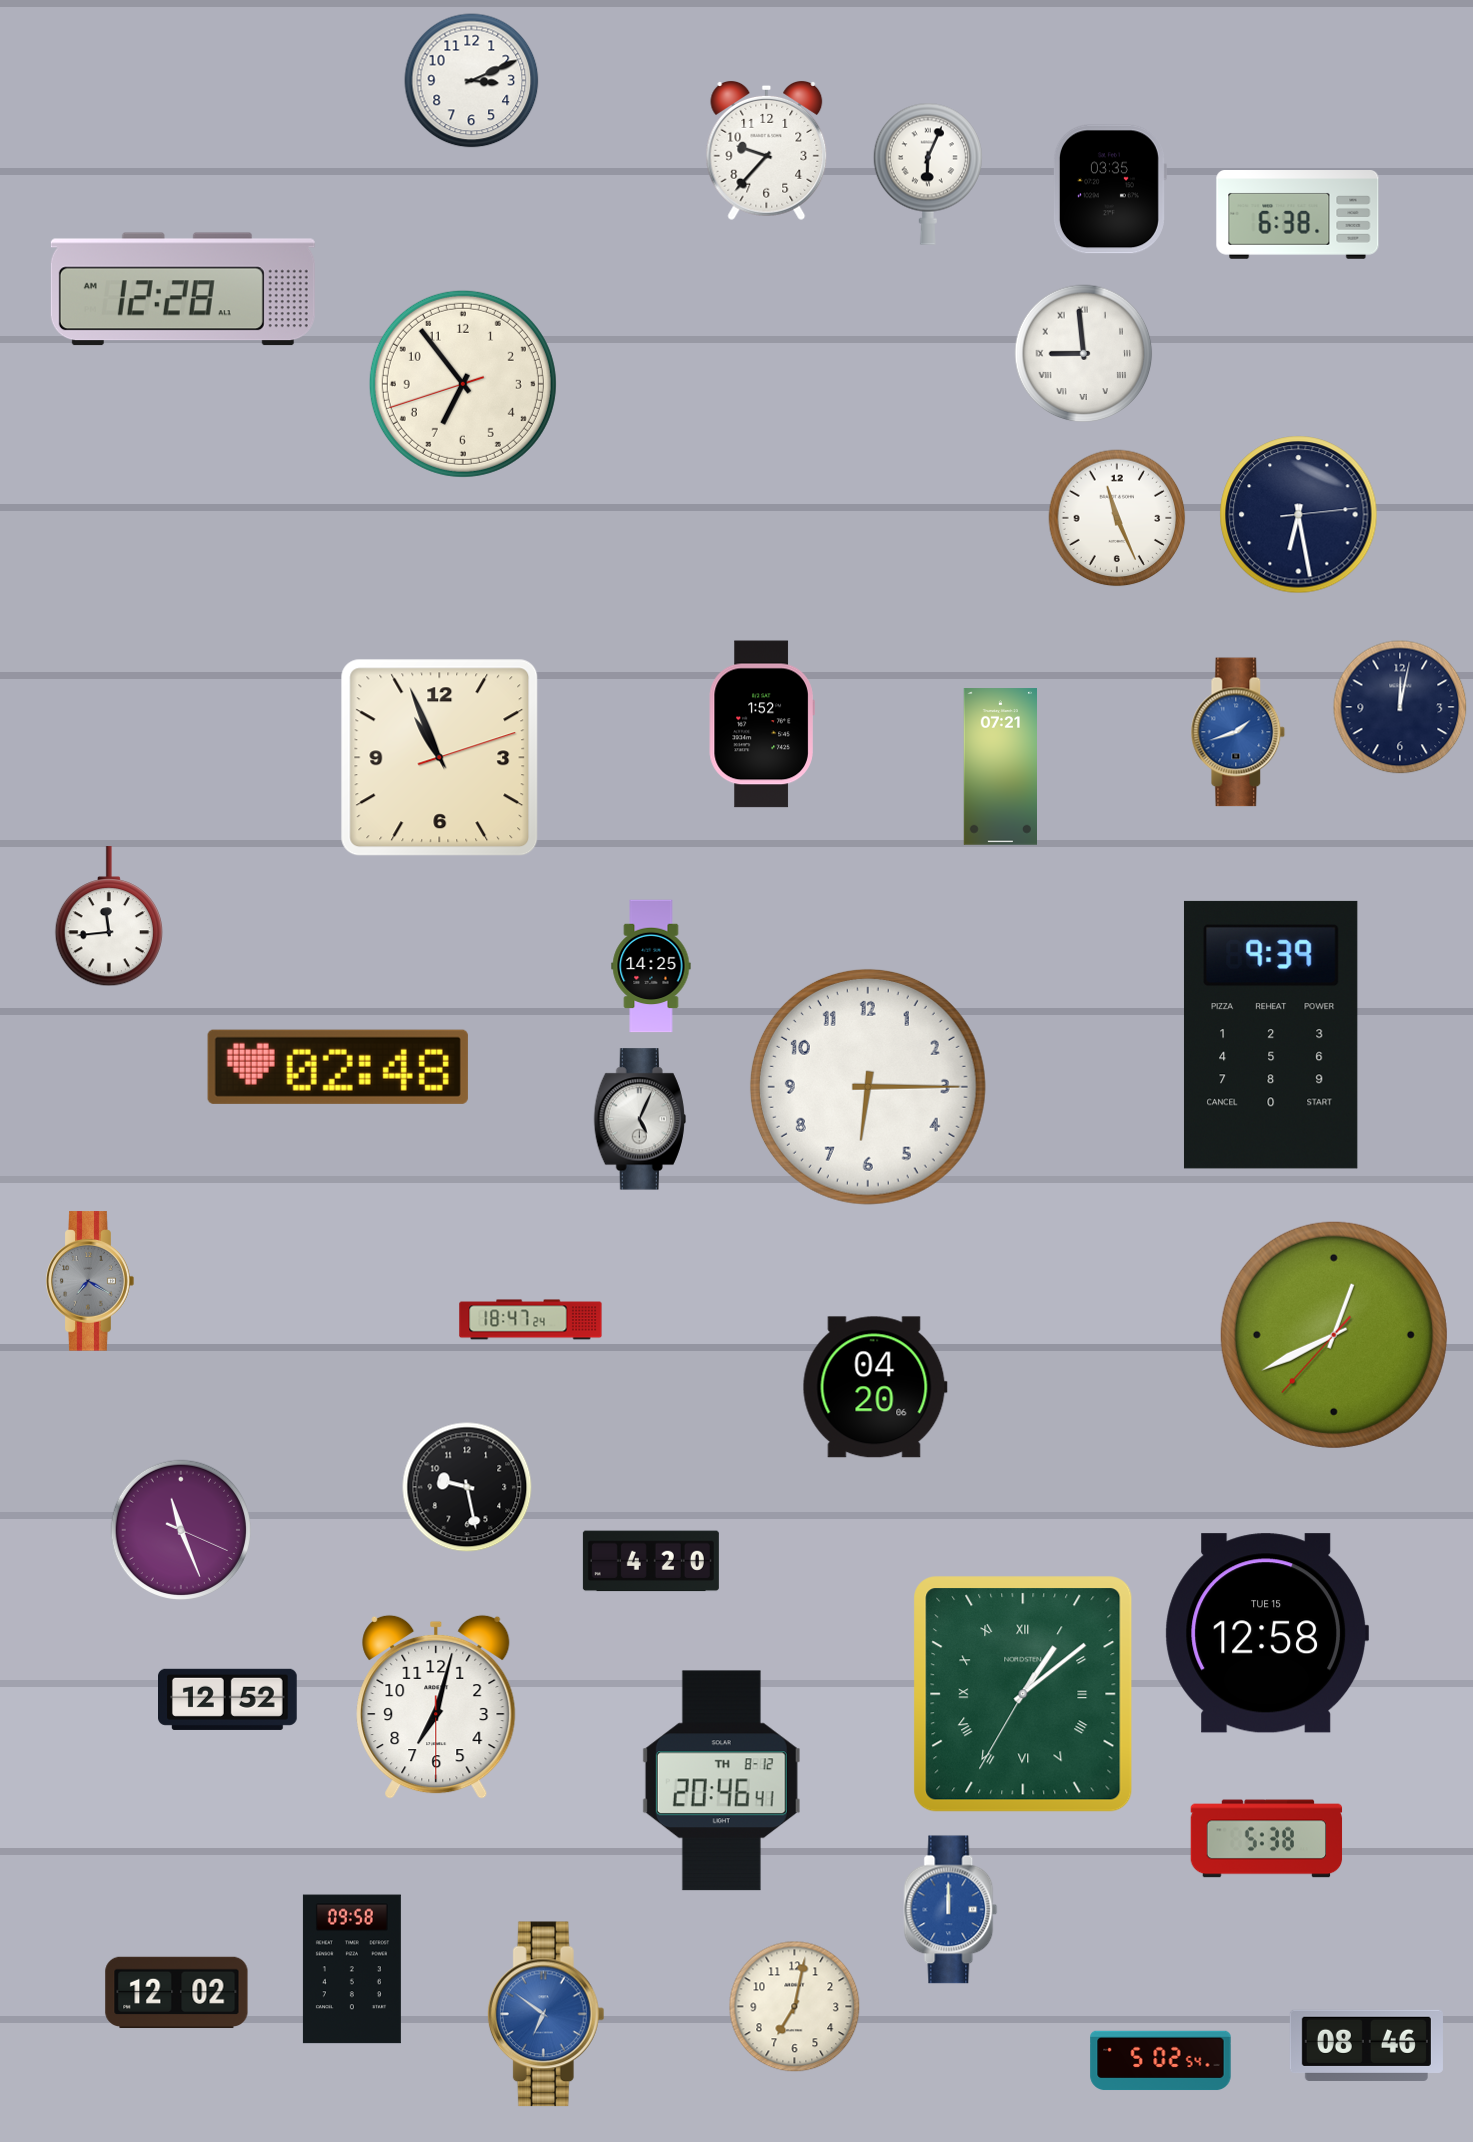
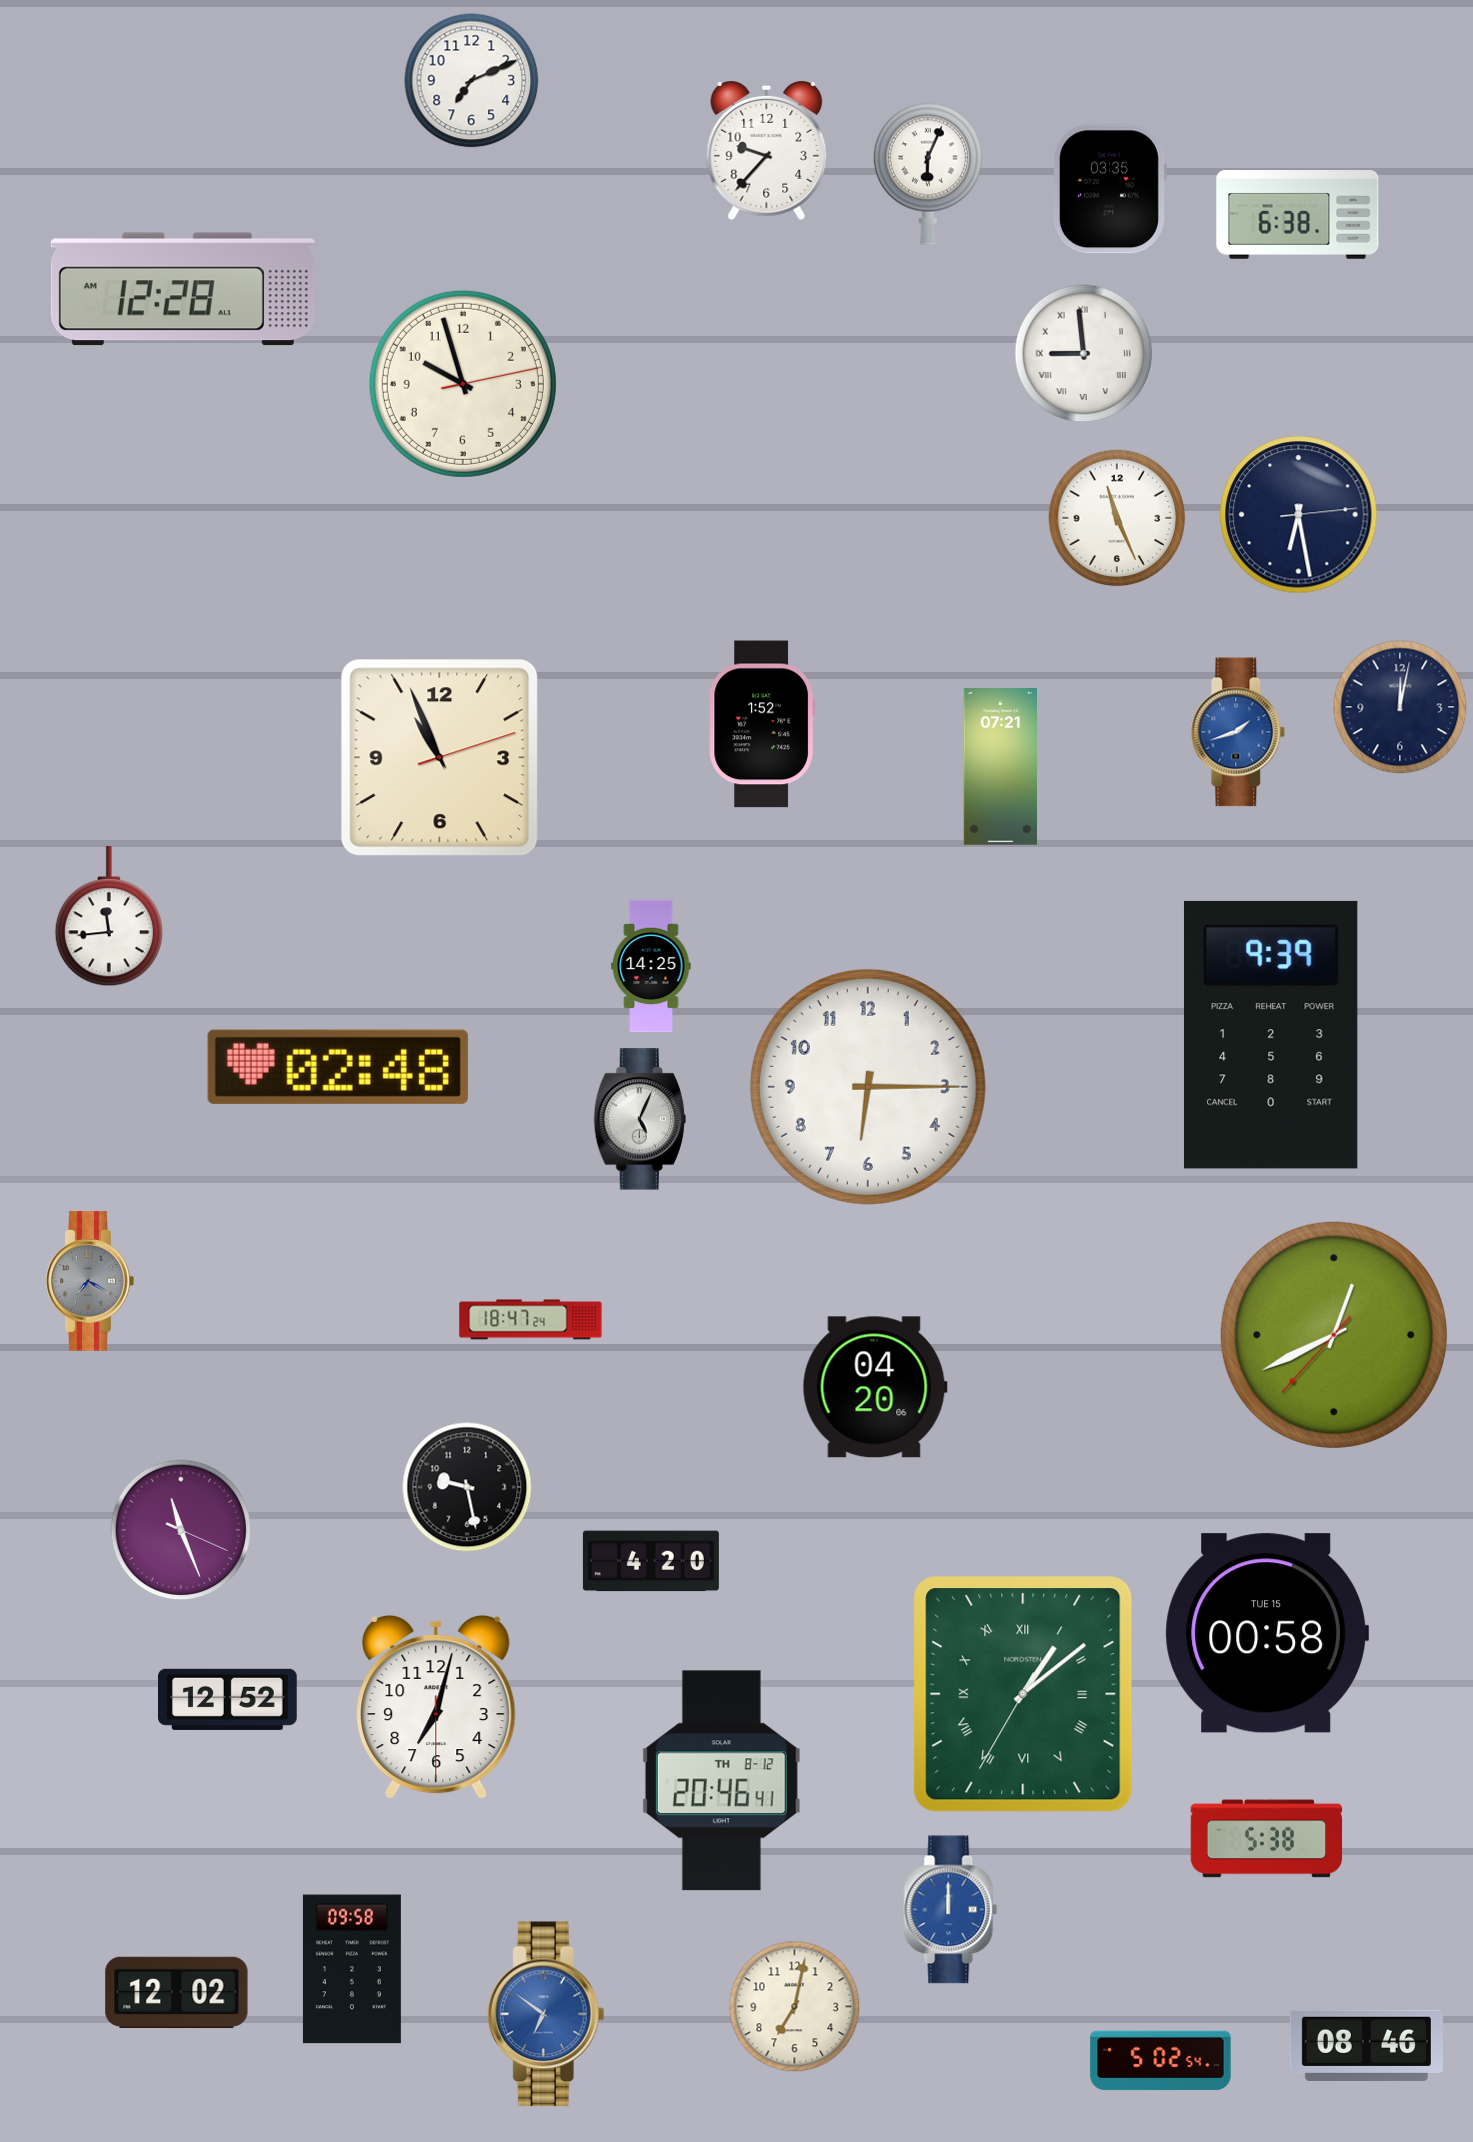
clock at (472, 81): 3:11 -> 7:11
clock at (463, 384): 6:53 -> 9:57
clock at (1267, 1633): 12:58 -> 00:58
